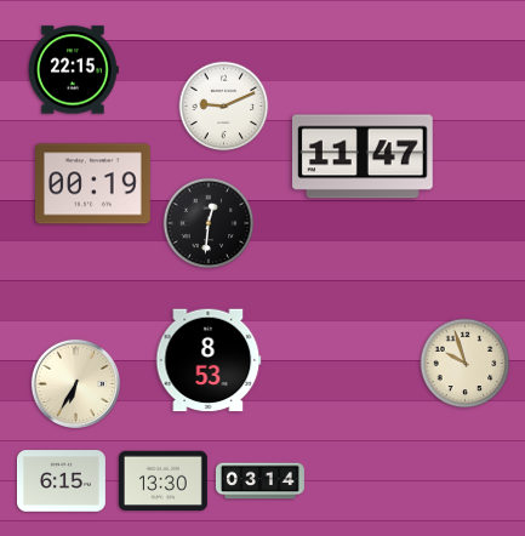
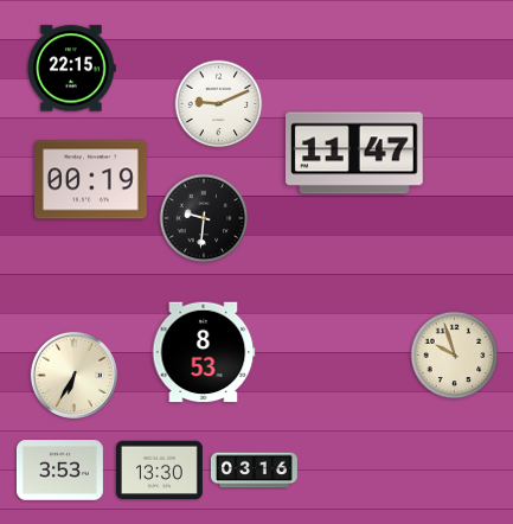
clock at (209, 223): 12:31 -> 9:31
clock at (61, 481): 6:15 -> 3:53
clock at (259, 481): 03:14 -> 03:16
